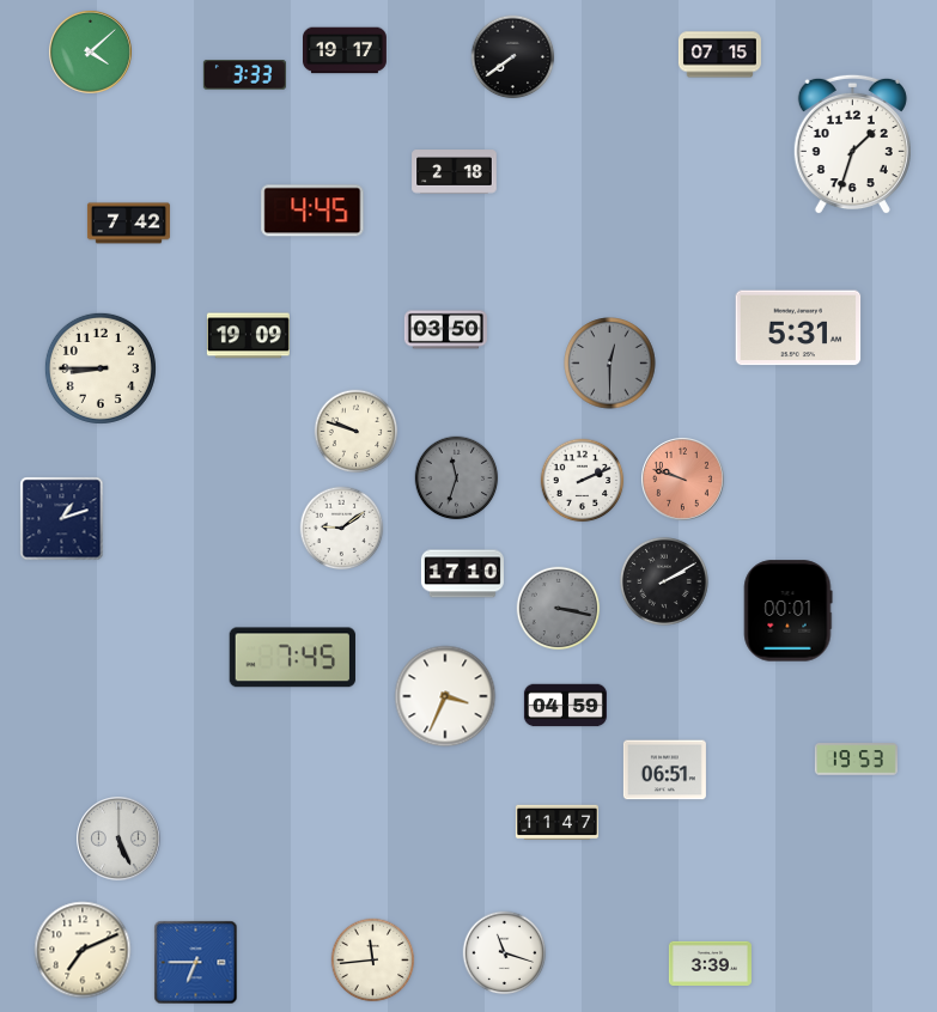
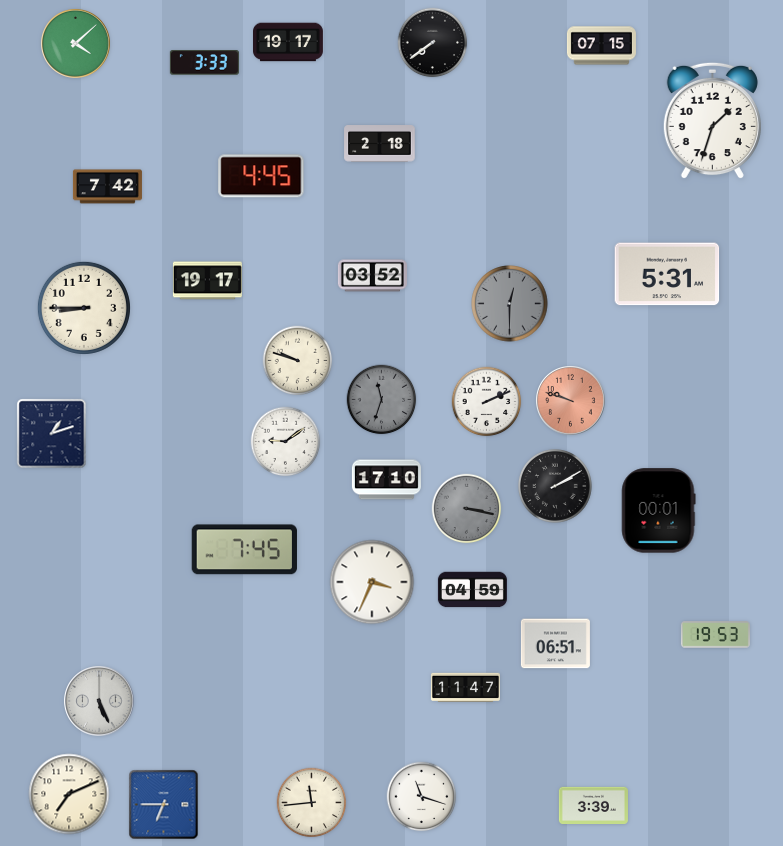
clock at (513, 57) position: (513, 57) -> (433, 43)
clock at (445, 330): 03:50 -> 03:52
clock at (248, 336): 19:09 -> 19:17
